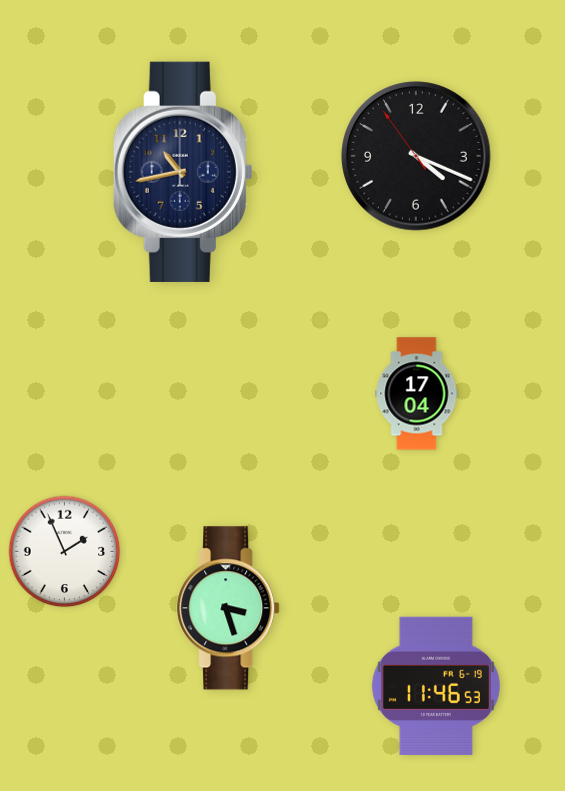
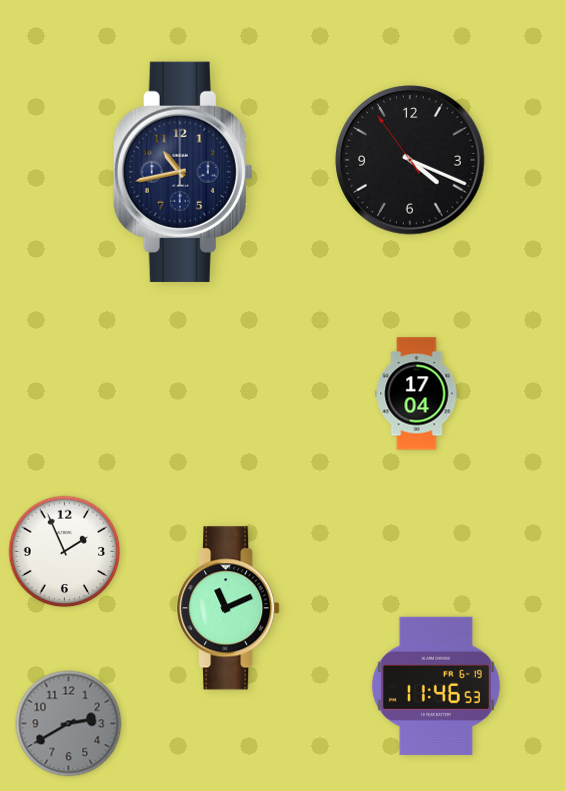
clock at (416, 156) position: (416, 156) -> (410, 160)
clock at (228, 608): 3:27 -> 11:11
clock at (69, 724): none -> 2:40
